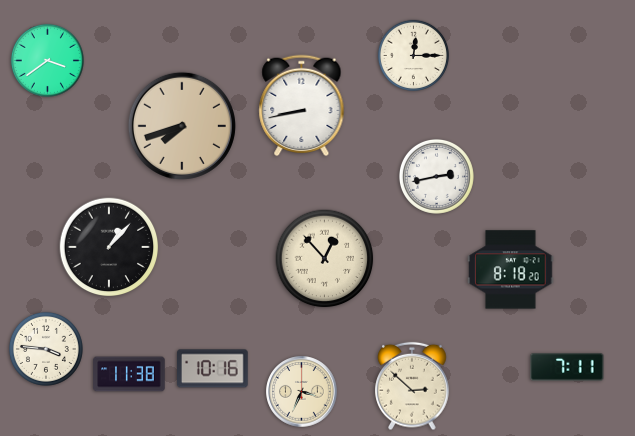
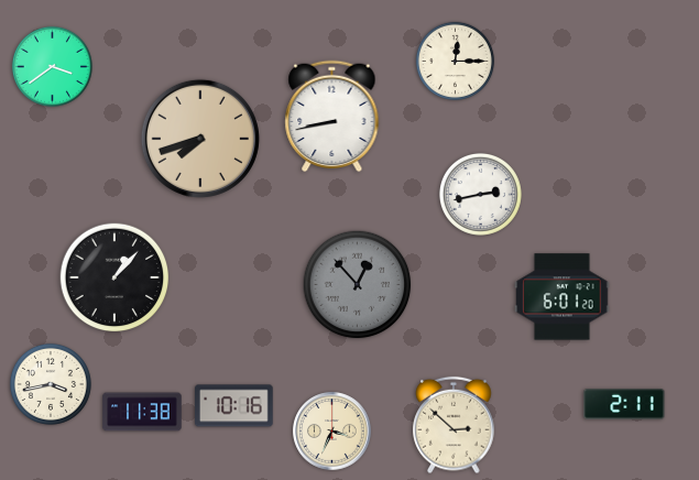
clock at (109, 247) position: (109, 247) -> (114, 277)
clock at (325, 259) dial: cream -> grey
clock at (511, 270): 8:18 -> 6:01
clock at (46, 349): 3:46 -> 3:43
clock at (567, 367): 7:11 -> 2:11
